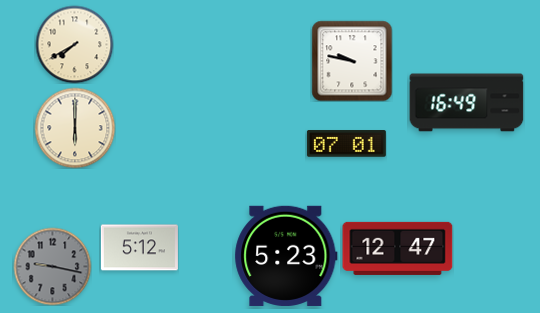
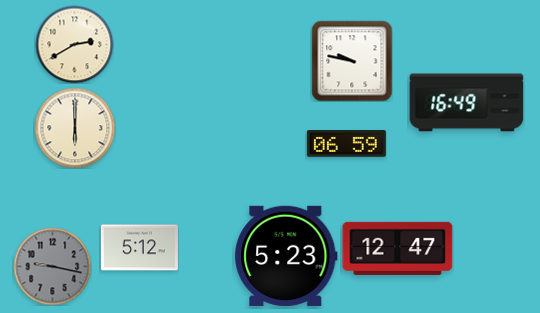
clock at (74, 44): 7:40 -> 2:40
clock at (346, 144): 07:01 -> 06:59
